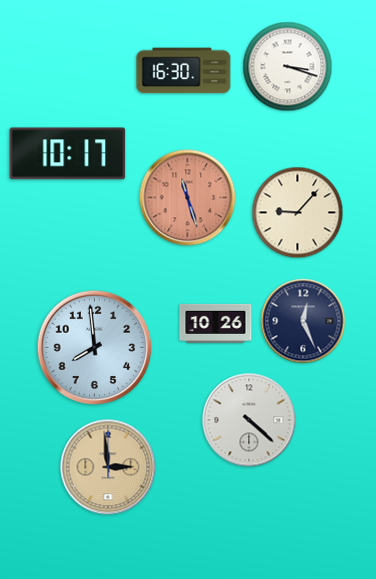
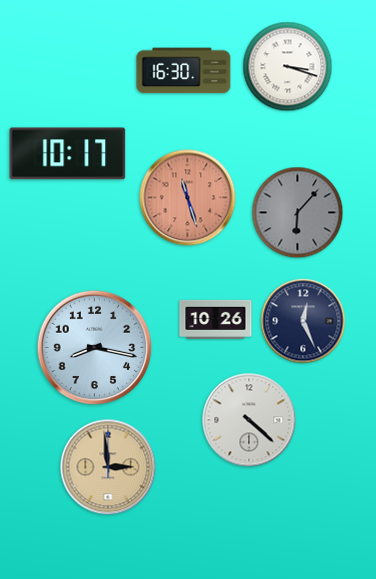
clock at (298, 213): 9:07 -> 6:07
clock at (298, 213) dial: cream -> grey
clock at (216, 323) position: (216, 323) -> (216, 319)
clock at (95, 348): 7:59 -> 8:17
